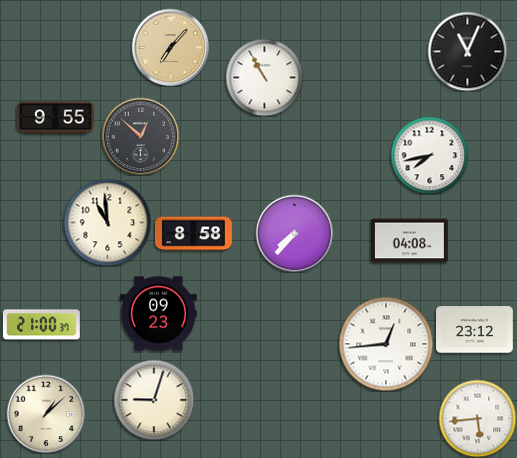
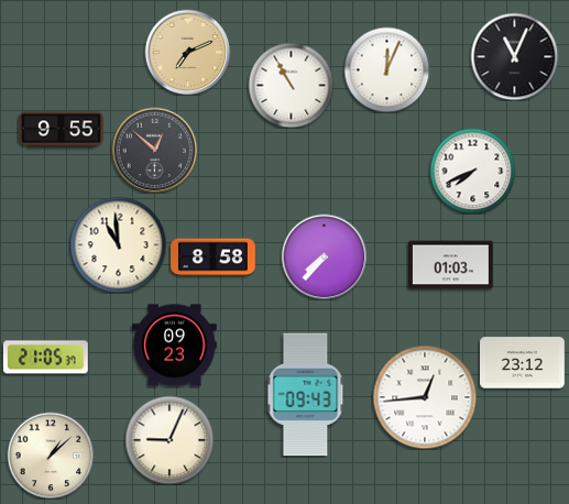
clock at (170, 47): 7:07 -> 7:11
clock at (386, 69): none -> 12:04
clock at (429, 155): 7:43 -> 7:41
clock at (410, 241): 04:08 -> 01:03
clock at (41, 325): 21:00 -> 21:05
clock at (386, 344) position: (386, 344) -> (425, 397)
clock at (306, 395): none -> 09:43
clock at (154, 400): 9:03 -> 9:04
clock at (477, 418): 5:44 -> none
